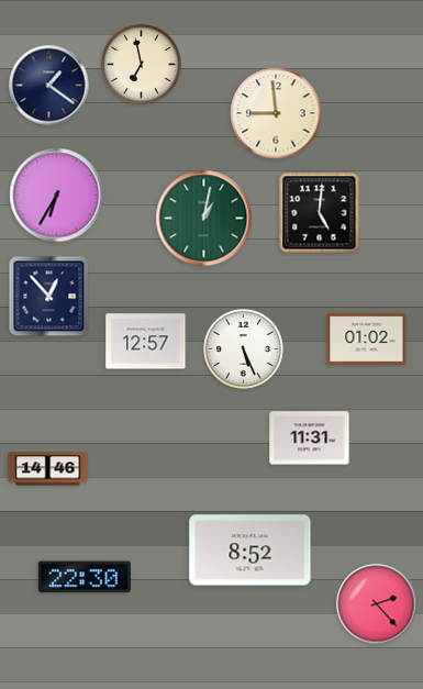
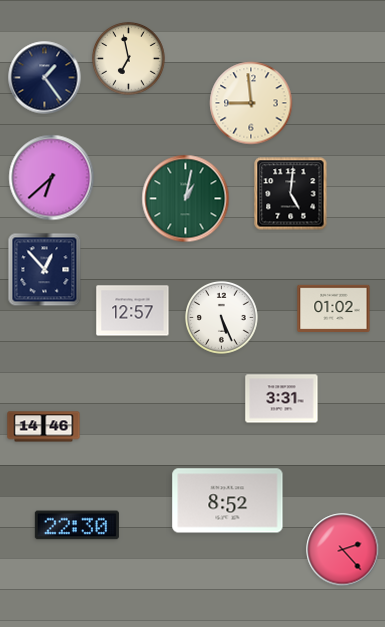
clock at (49, 86): 1:21 -> 1:24
clock at (57, 196): 6:35 -> 6:38
clock at (310, 438): 11:31 -> 3:31
